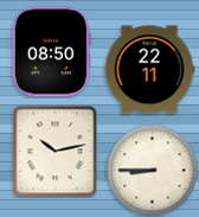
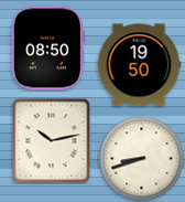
clock at (149, 70): 22:11 -> 19:50
clock at (153, 171): 8:45 -> 8:42
